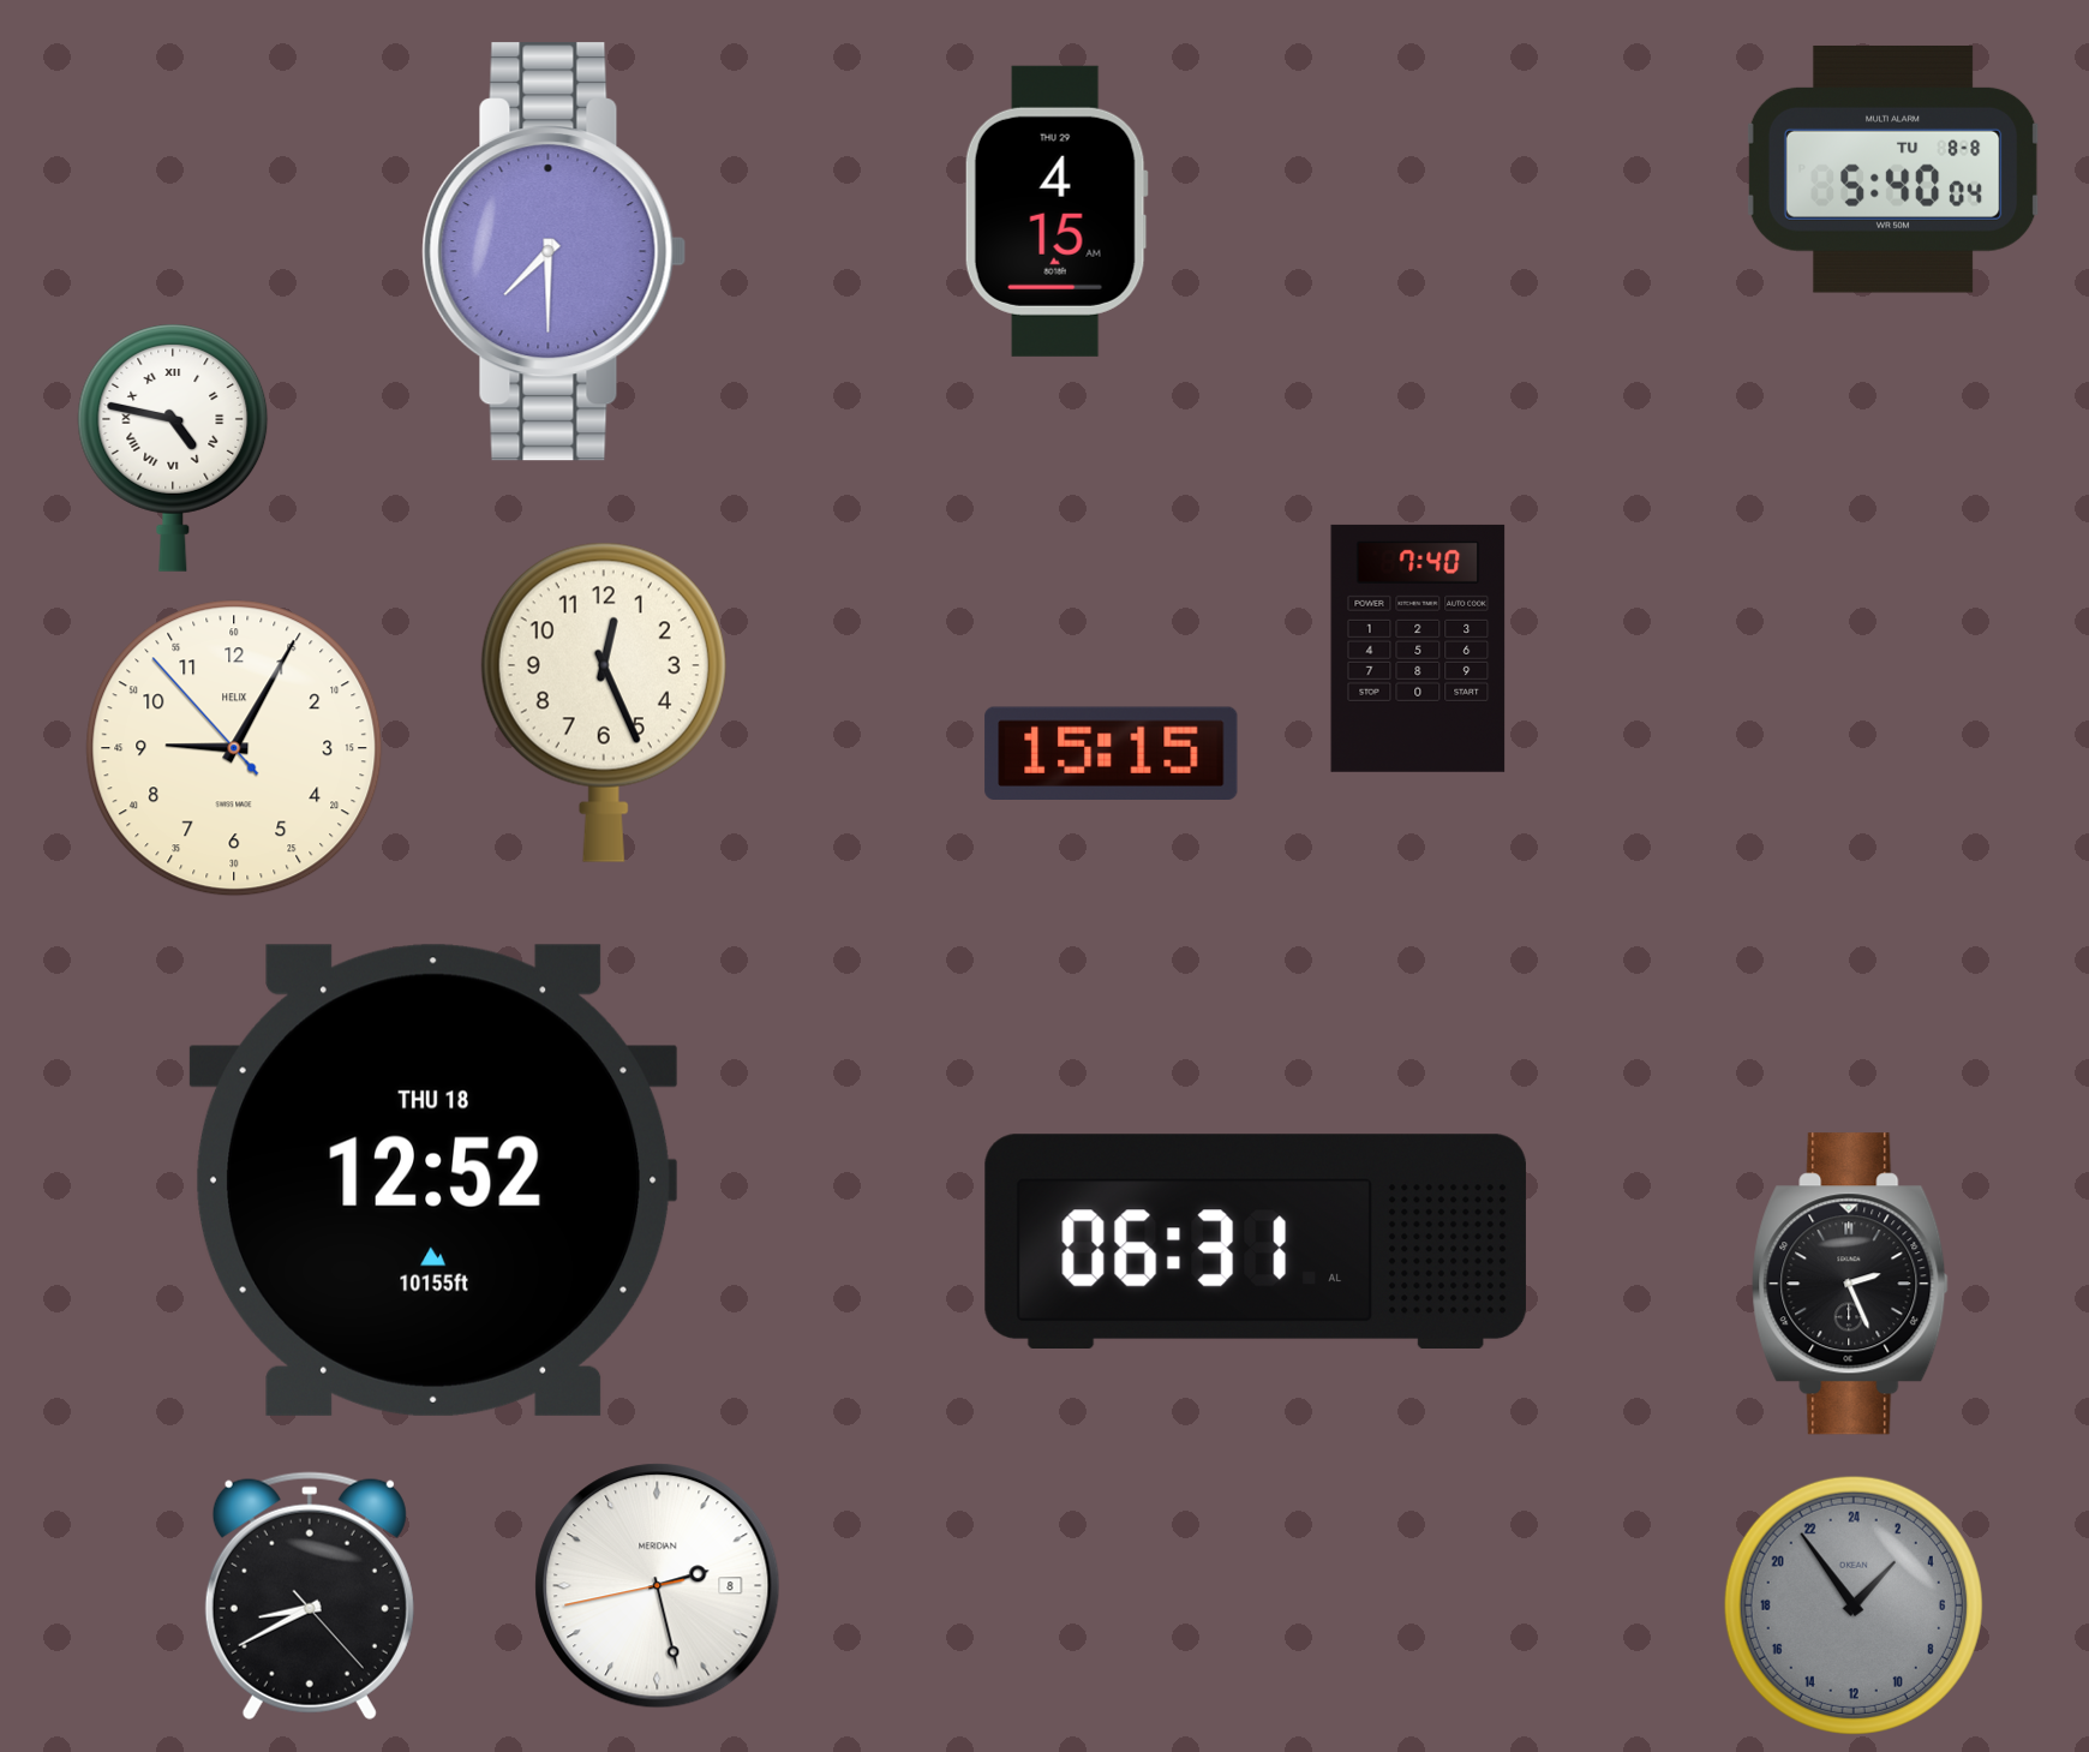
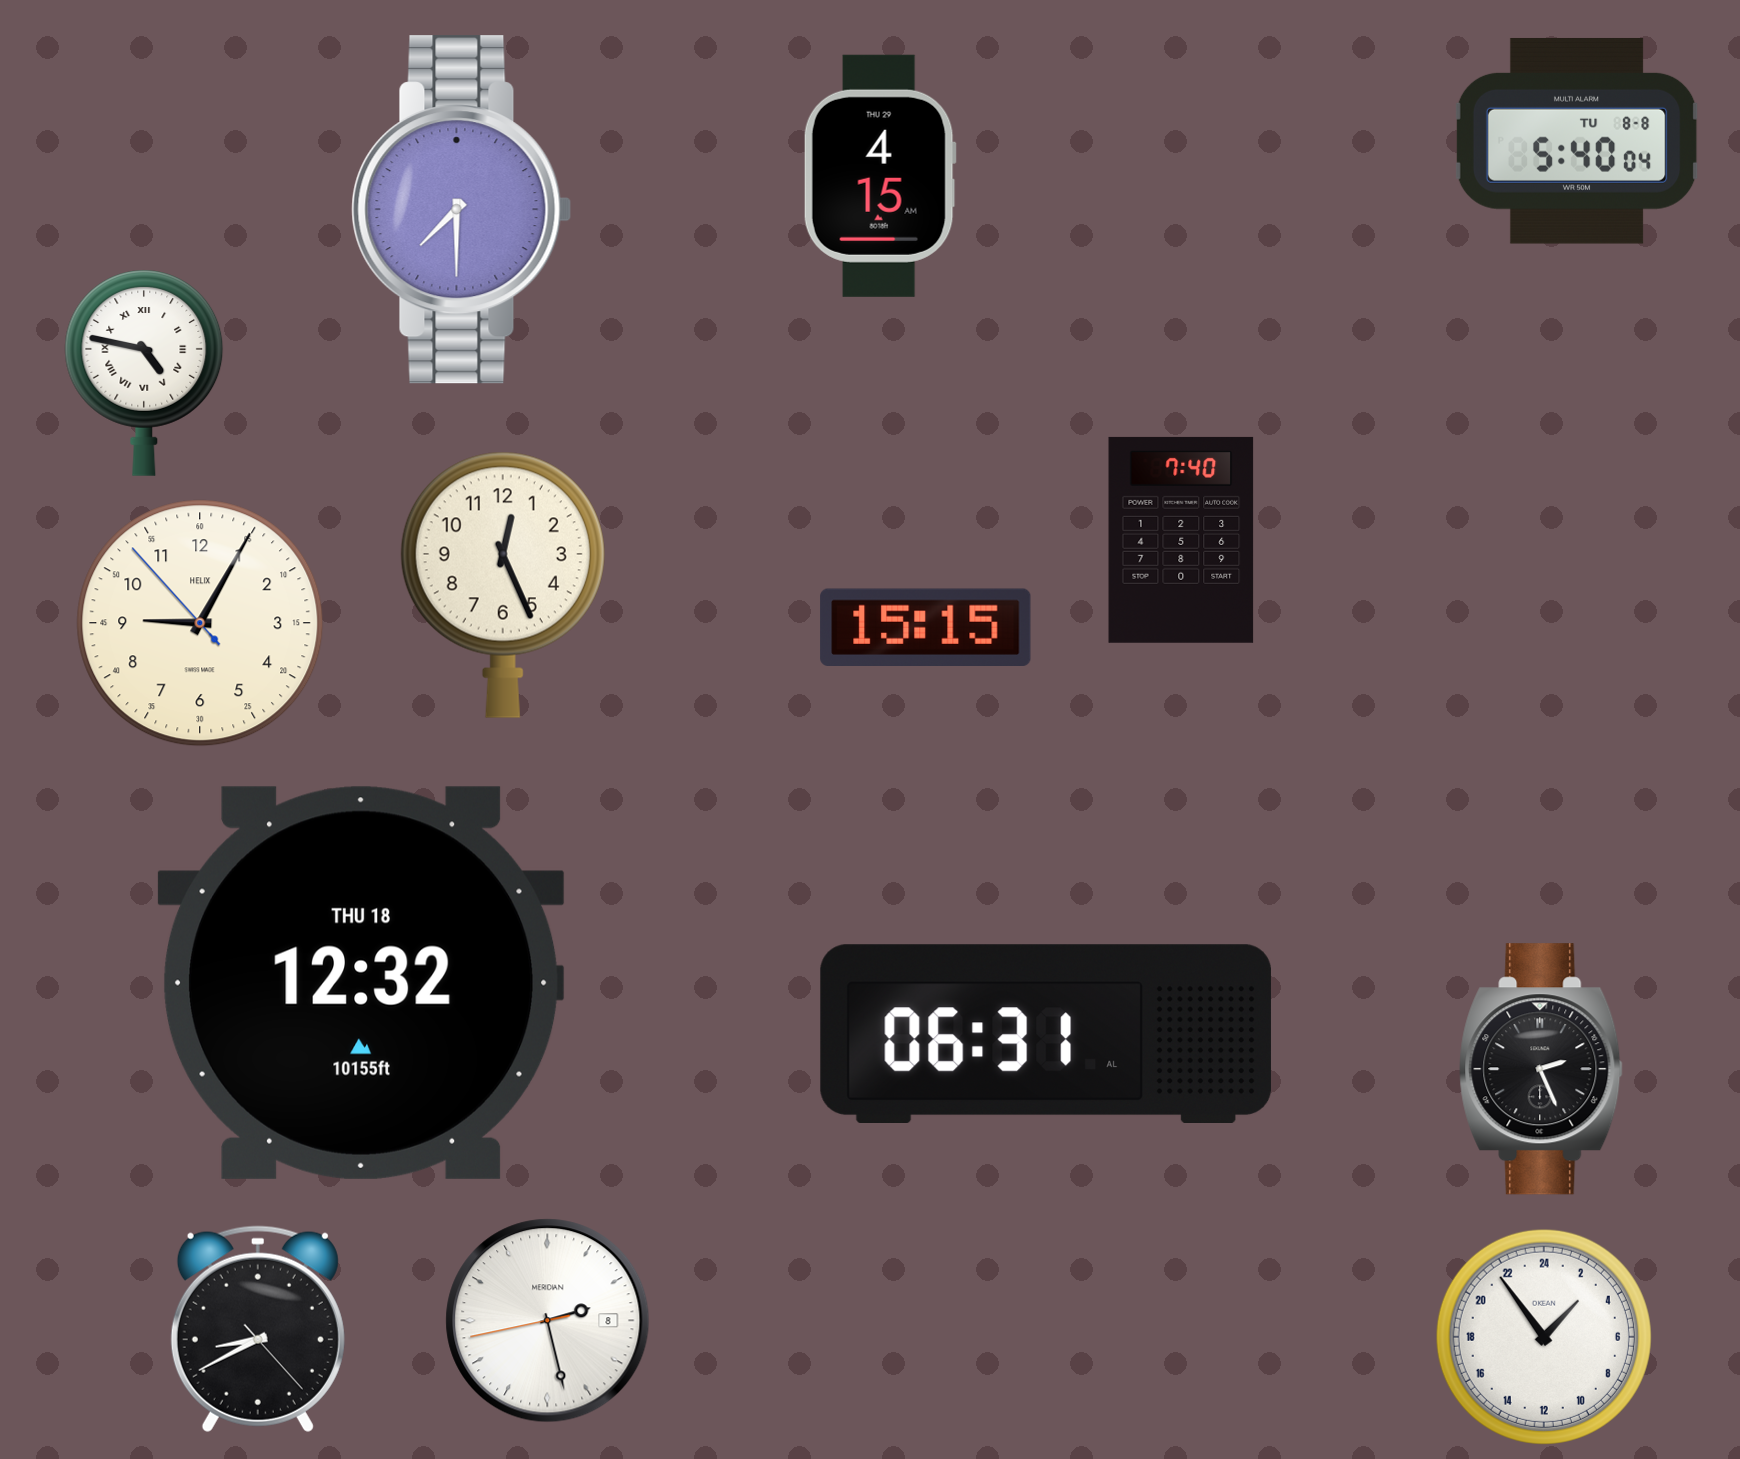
clock at (234, 748) position: (234, 748) -> (200, 623)
clock at (435, 1180): 12:52 -> 12:32
clock at (1854, 1605) dial: grey -> white
